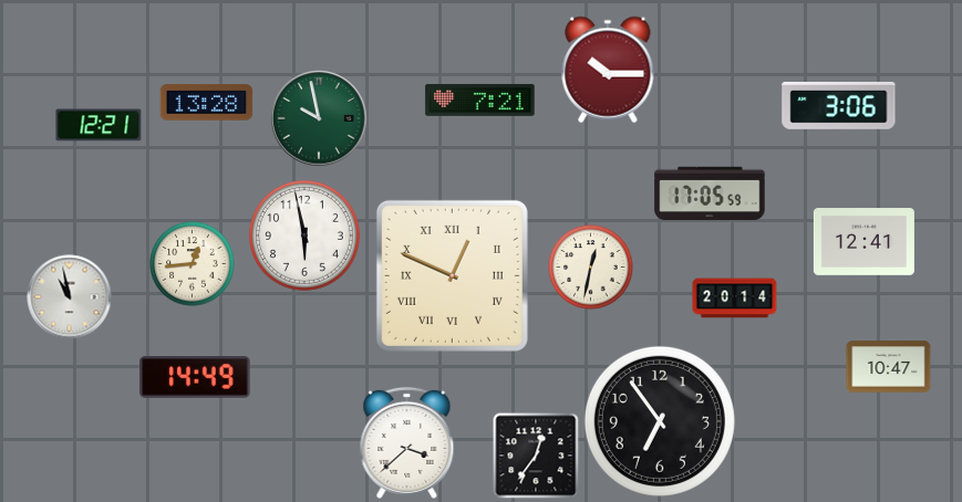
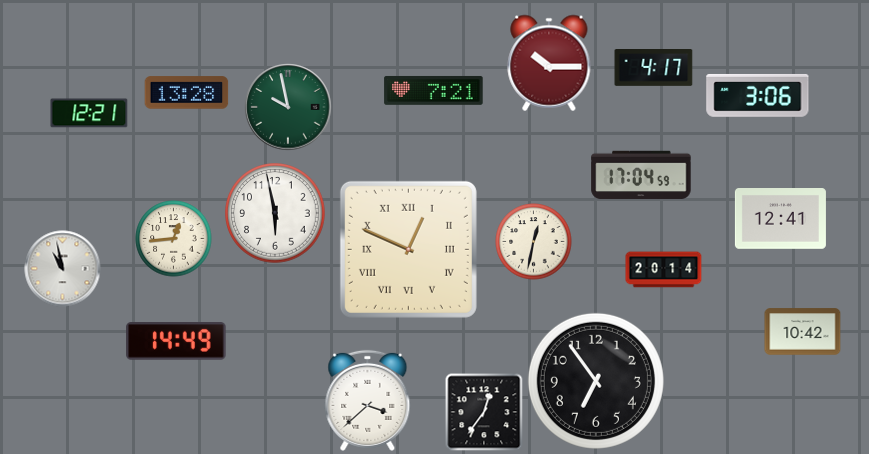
clock at (654, 68): none -> 4:17
clock at (710, 194): 17:05 -> 17:04
clock at (889, 367): 10:47 -> 10:42
